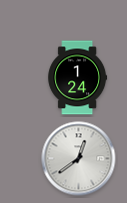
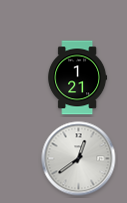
clock at (78, 78): 1:24 -> 1:21
